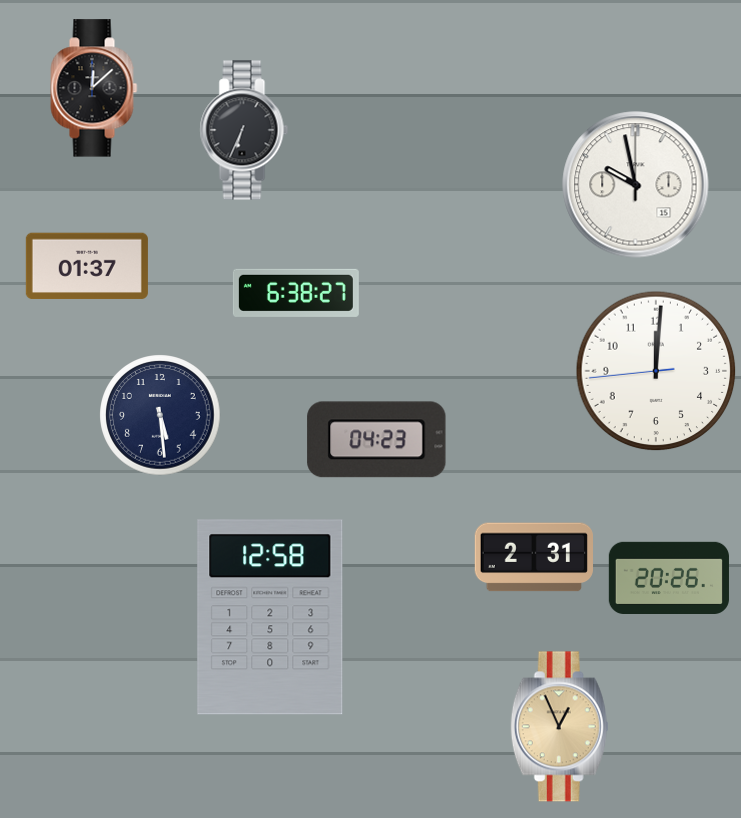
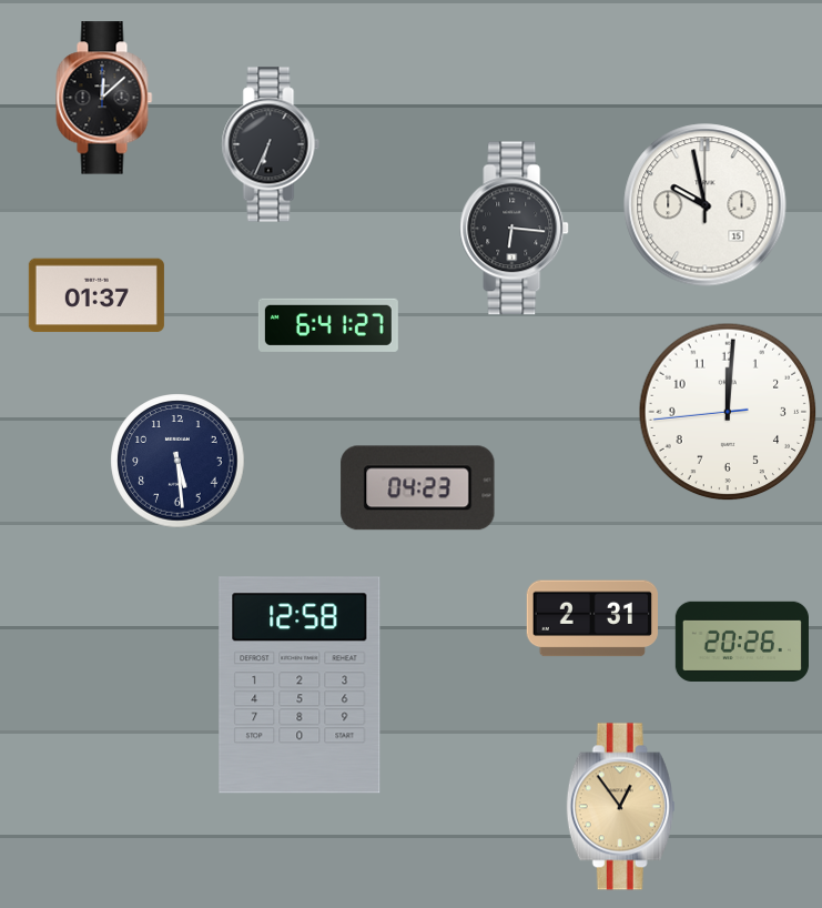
clock at (515, 229): none -> 6:16
clock at (296, 293): 6:38 -> 6:41
clock at (559, 727): 12:56 -> 12:54
